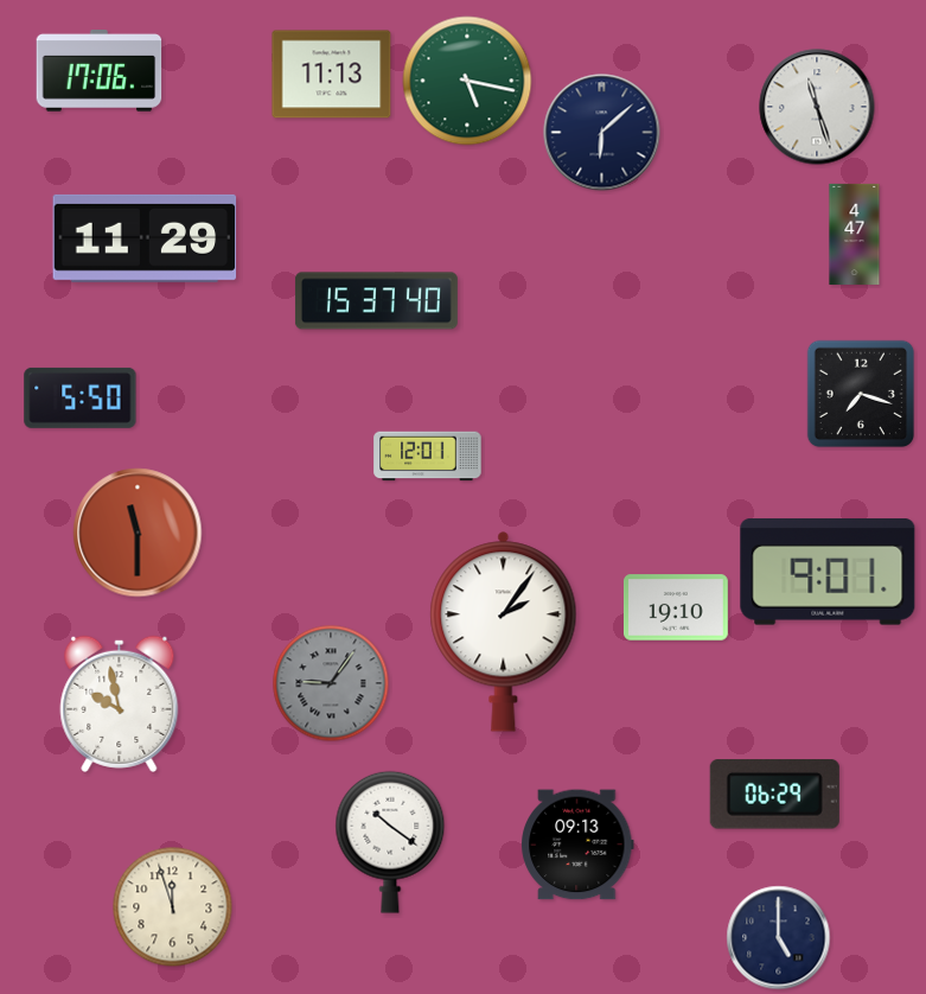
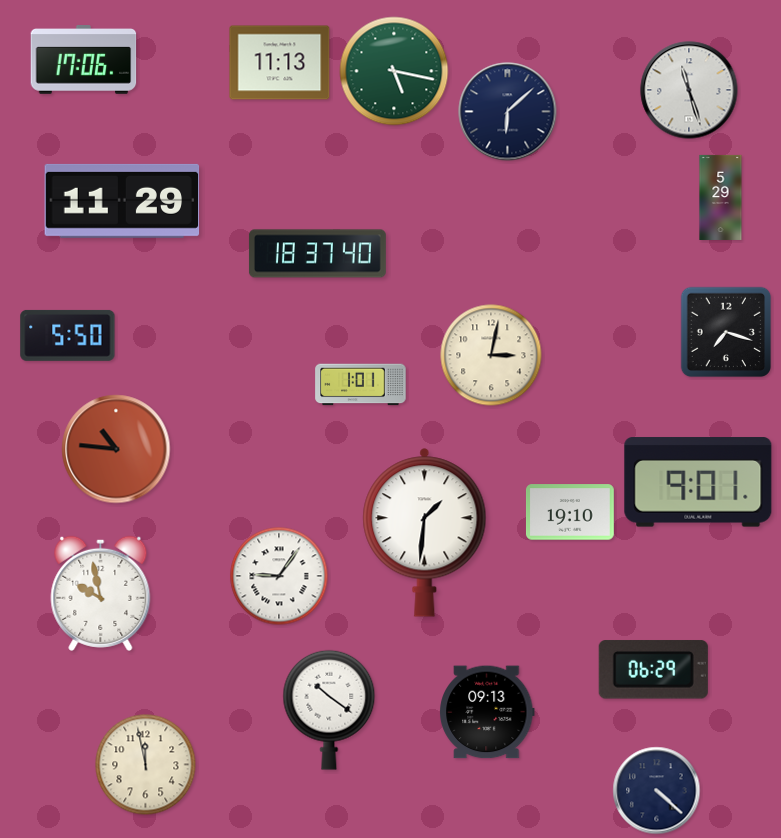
clock at (467, 81) position: (467, 81) -> (394, 71)
clock at (855, 234): 4:47 -> 5:29
clock at (376, 301): 15:37 -> 18:37
clock at (491, 355): none -> 3:02
clock at (428, 457): 12:01 -> 1:01
clock at (138, 533): 11:30 -> 10:46
clock at (504, 631): 2:06 -> 1:31
clock at (331, 683) dial: grey -> white
clock at (173, 907): 11:57 -> 11:58
clock at (779, 938): 5:00 -> 4:22
